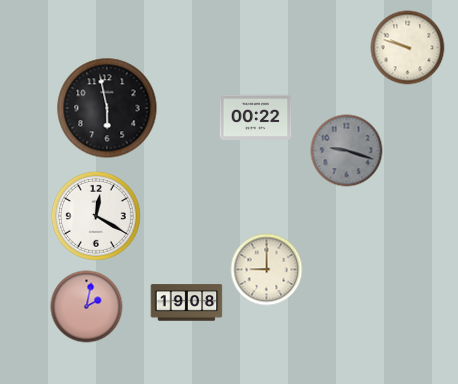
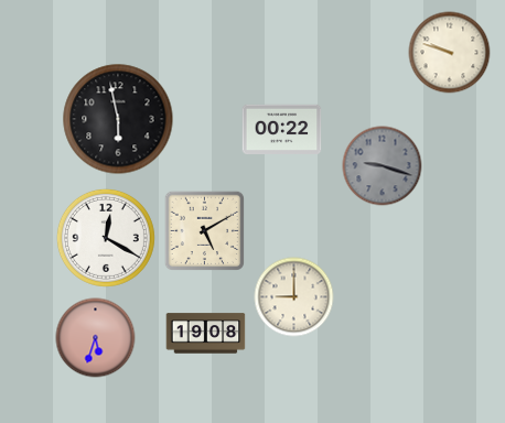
clock at (204, 230): none -> 5:10
clock at (87, 307): 2:02 -> 5:33
